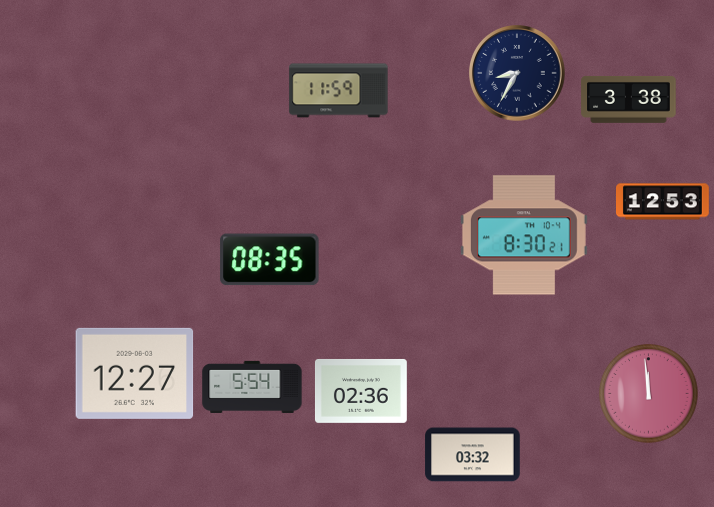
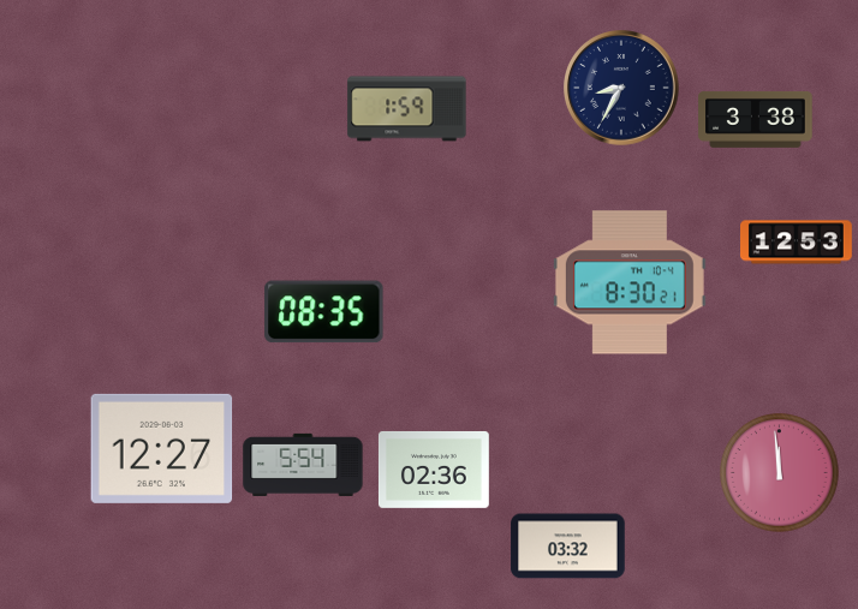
clock at (339, 91): 11:59 -> 1:59
